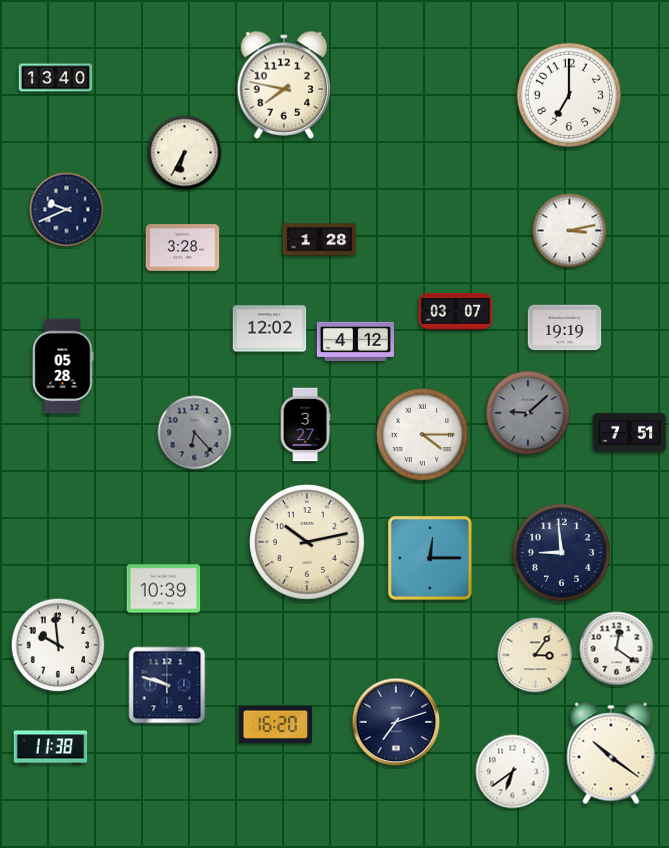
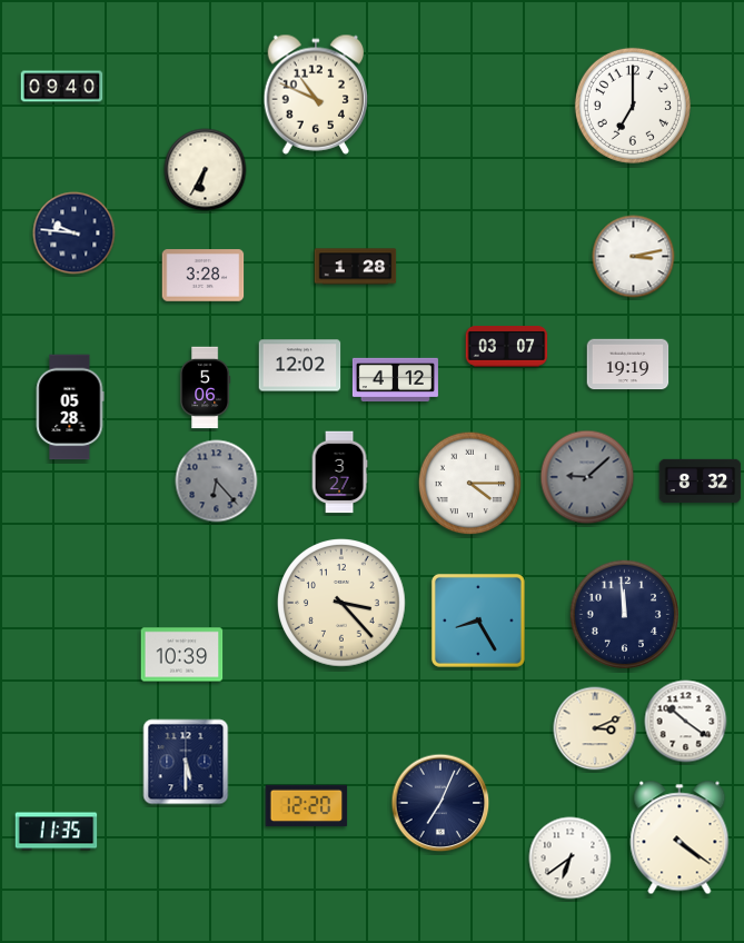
clock at (56, 78): 13:40 -> 09:40
clock at (284, 85): 7:47 -> 10:49
clock at (67, 210): 9:41 -> 9:46
clock at (206, 388): none -> 5:06
clock at (528, 413) position: (528, 413) -> (587, 477)
clock at (630, 433): 7:51 -> 8:32
clock at (308, 543): 10:13 -> 3:23
clock at (561, 552): 8:59 -> 11:59
clock at (430, 558): 12:15 -> 8:25
clock at (58, 645): 9:59 -> none
clock at (617, 649): 12:21 -> 10:21
clock at (535, 655): 3:06 -> 3:11
clock at (167, 685): 9:48 -> 5:30
clock at (396, 722): 7:12 -> 7:04
clock at (276, 725): 16:20 -> 12:20
clock at (51, 748): 11:38 -> 11:35
clock at (611, 753): 10:21 -> 4:21
